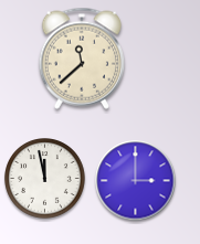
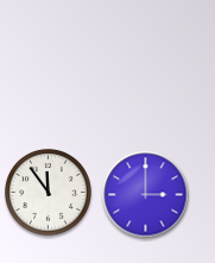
clock at (81, 59): 11:38 -> none
clock at (45, 179): 11:58 -> 11:54
